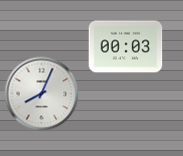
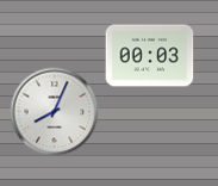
clock at (42, 94) position: (42, 94) -> (55, 112)
